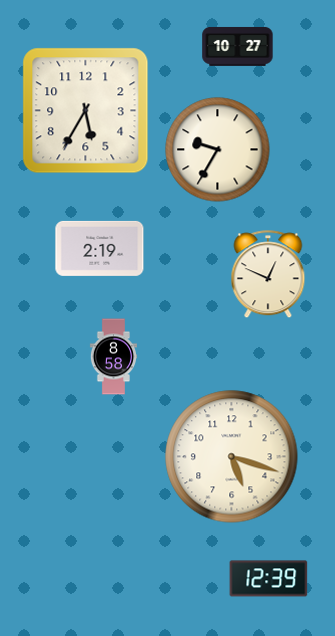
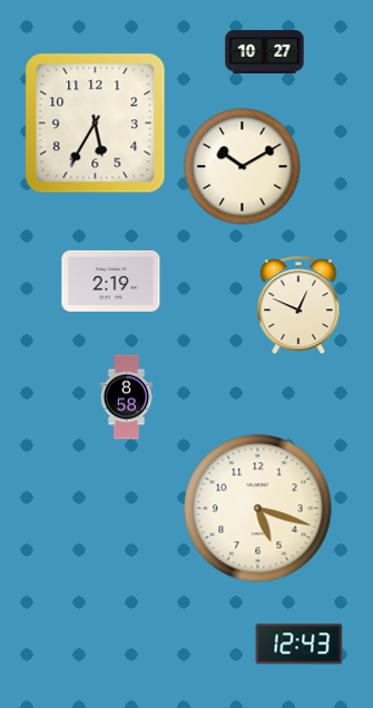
clock at (218, 150): 9:35 -> 10:10
clock at (100, 248) position: (100, 248) -> (111, 281)
clock at (269, 579): 12:39 -> 12:43
